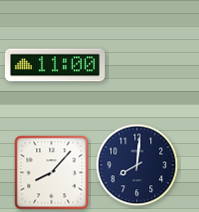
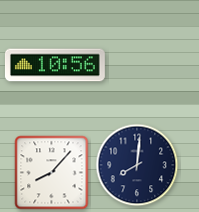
clock at (55, 65): 11:00 -> 10:56
